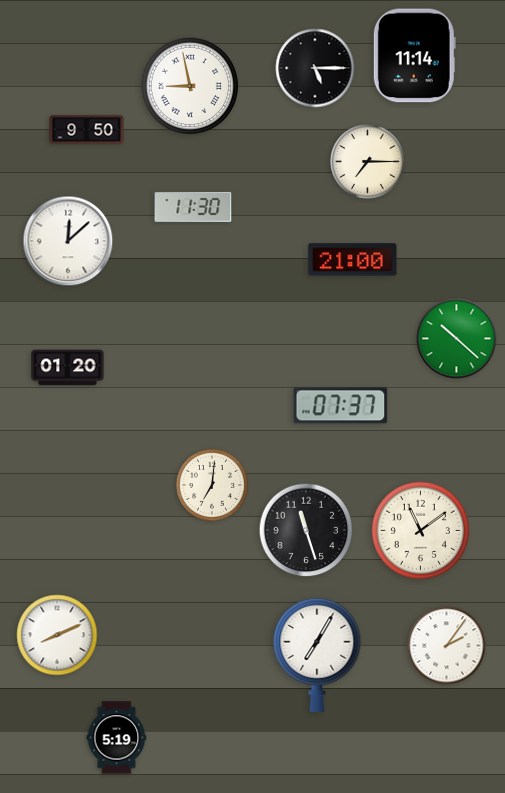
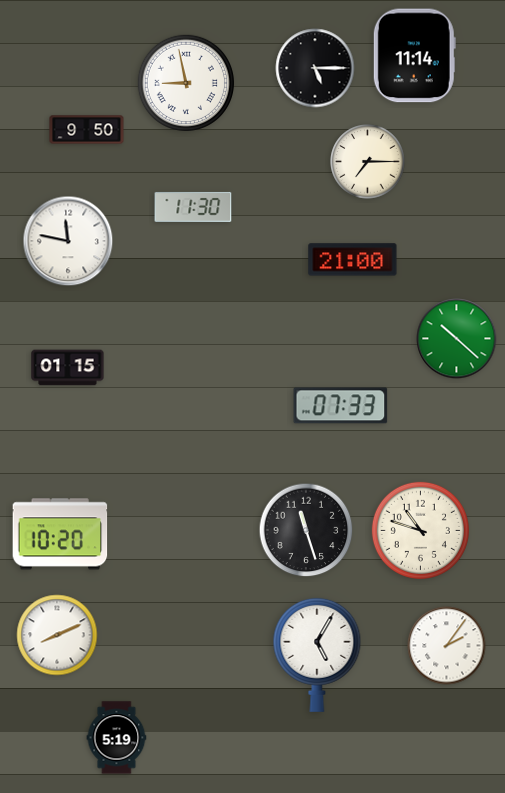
clock at (189, 85) position: (189, 85) -> (185, 82)
clock at (68, 241): 12:08 -> 11:47
clock at (68, 368): 01:20 -> 01:15
clock at (341, 406): 07:37 -> 07:33
clock at (212, 485): 7:01 -> none
clock at (420, 530): 11:09 -> 10:48
clock at (60, 534): none -> 10:20
clock at (317, 655): 7:05 -> 5:05
